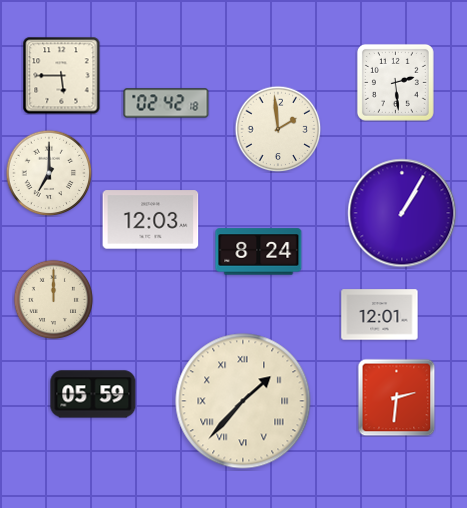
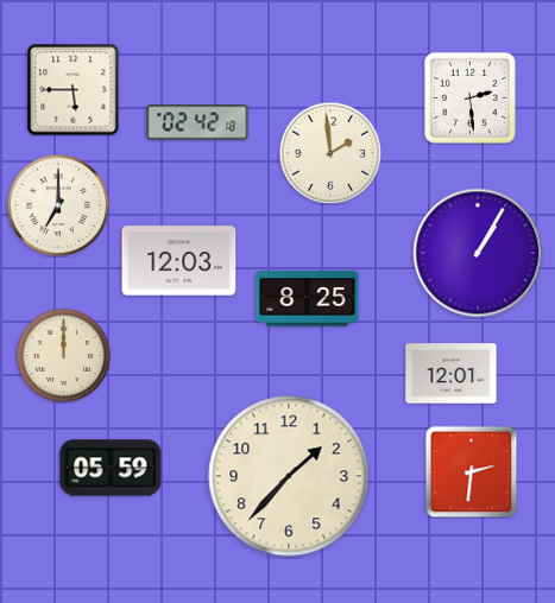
clock at (259, 252): 8:24 -> 8:25
clock at (243, 401) numerals: Roman -> Arabic
